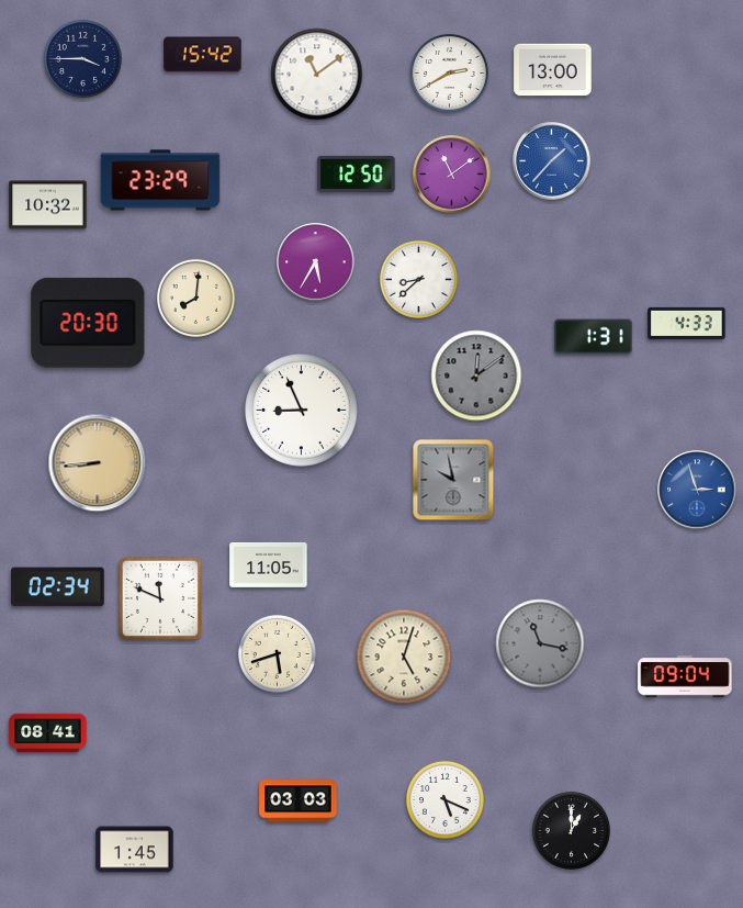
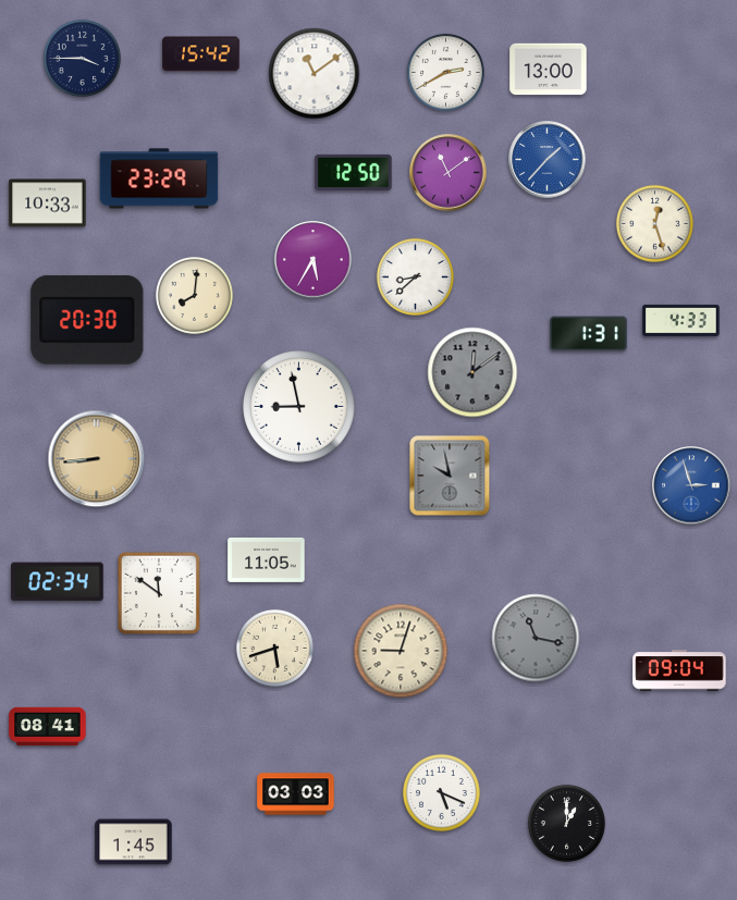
clock at (48, 205): 10:32 -> 10:33
clock at (654, 223): none -> 12:27
clock at (302, 411): 8:56 -> 8:58
clock at (160, 598): 11:49 -> 11:51
clock at (404, 657): 5:03 -> 9:03
